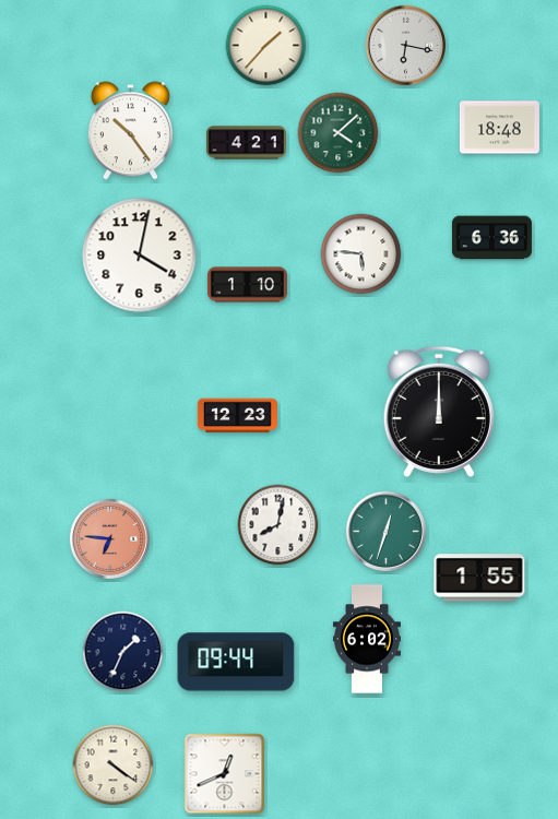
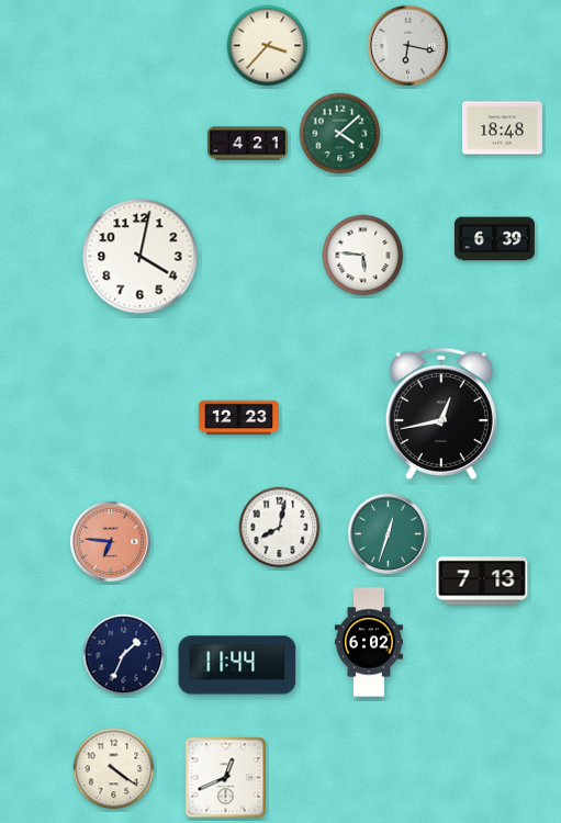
clock at (266, 46): 1:37 -> 3:37
clock at (130, 131): 10:24 -> none
clock at (491, 238): 6:36 -> 6:39
clock at (247, 285): 1:10 -> none
clock at (439, 412): 12:00 -> 12:43
clock at (479, 578): 1:55 -> 7:13
clock at (236, 662): 09:44 -> 11:44
